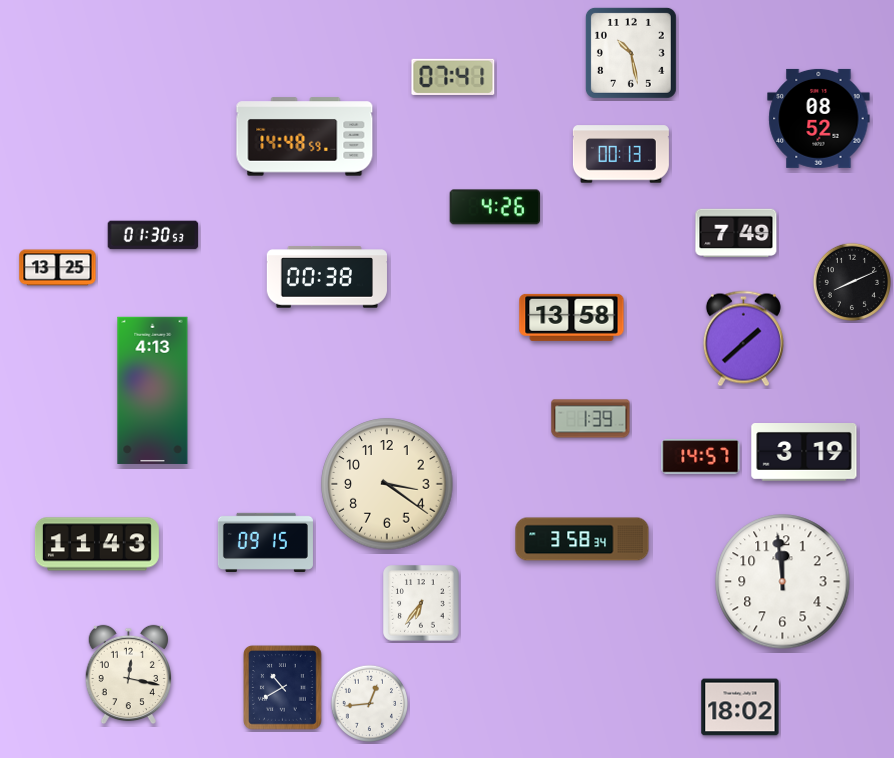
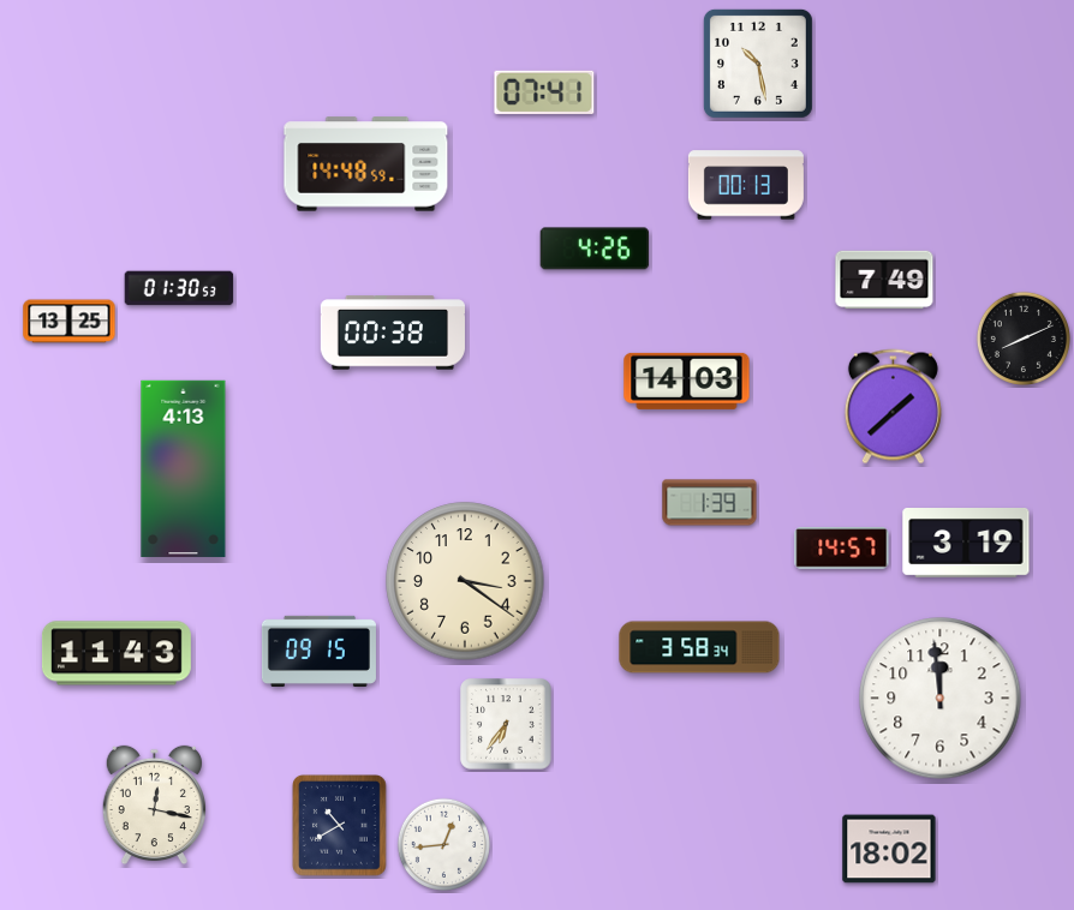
clock at (819, 118): 08:52 -> none
clock at (153, 235) position: (153, 235) -> (179, 288)
clock at (572, 317): 13:58 -> 14:03
clock at (128, 675) position: (128, 675) -> (154, 806)
